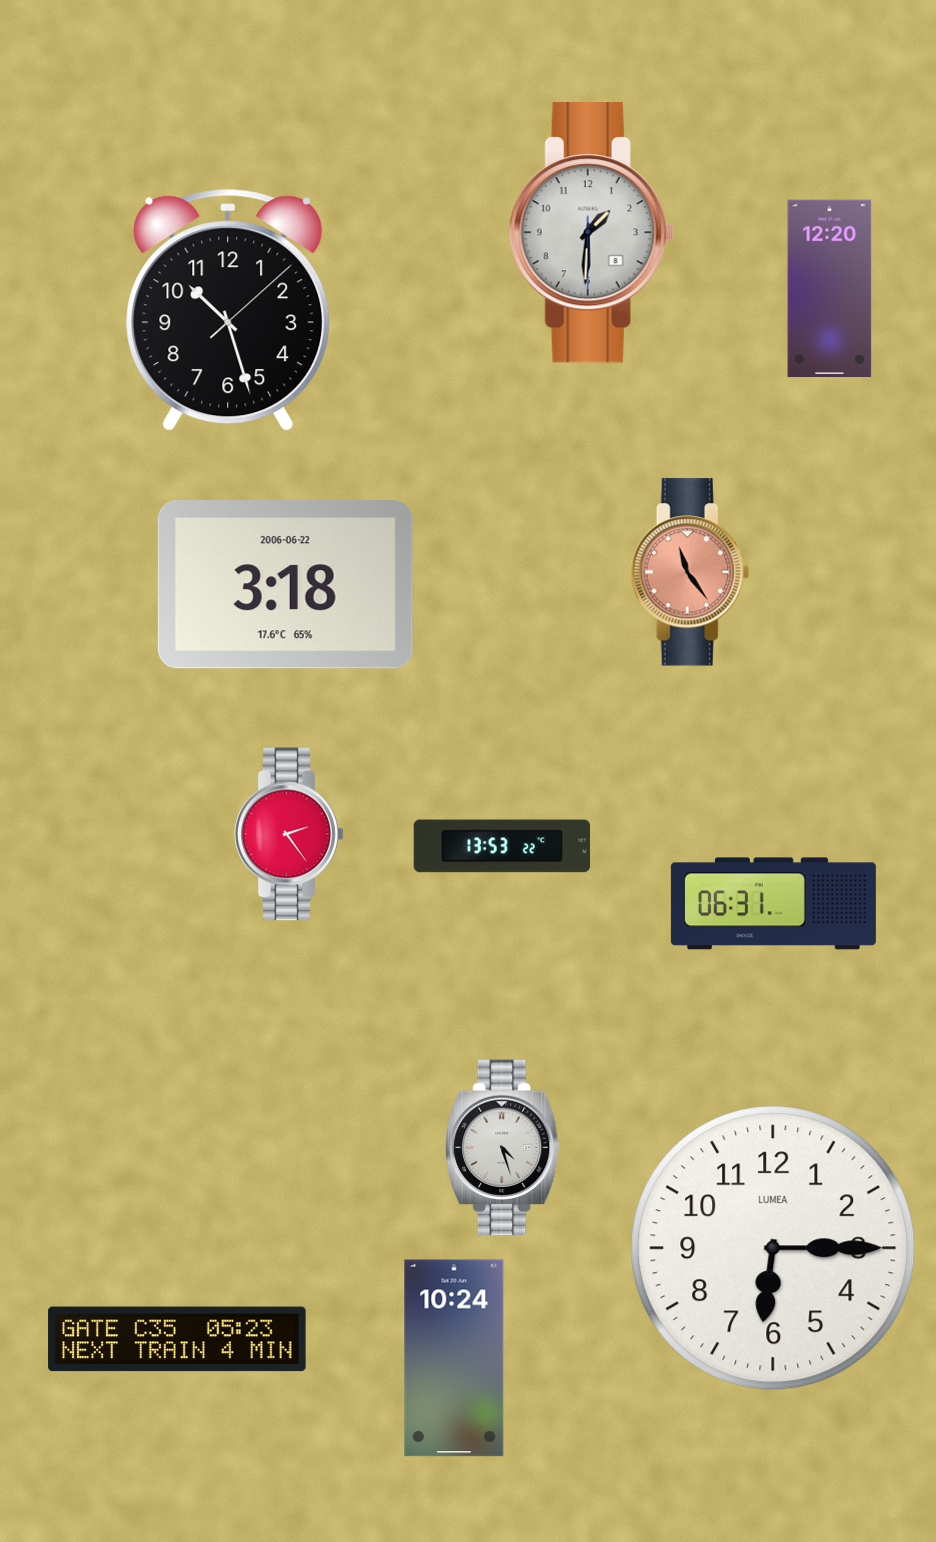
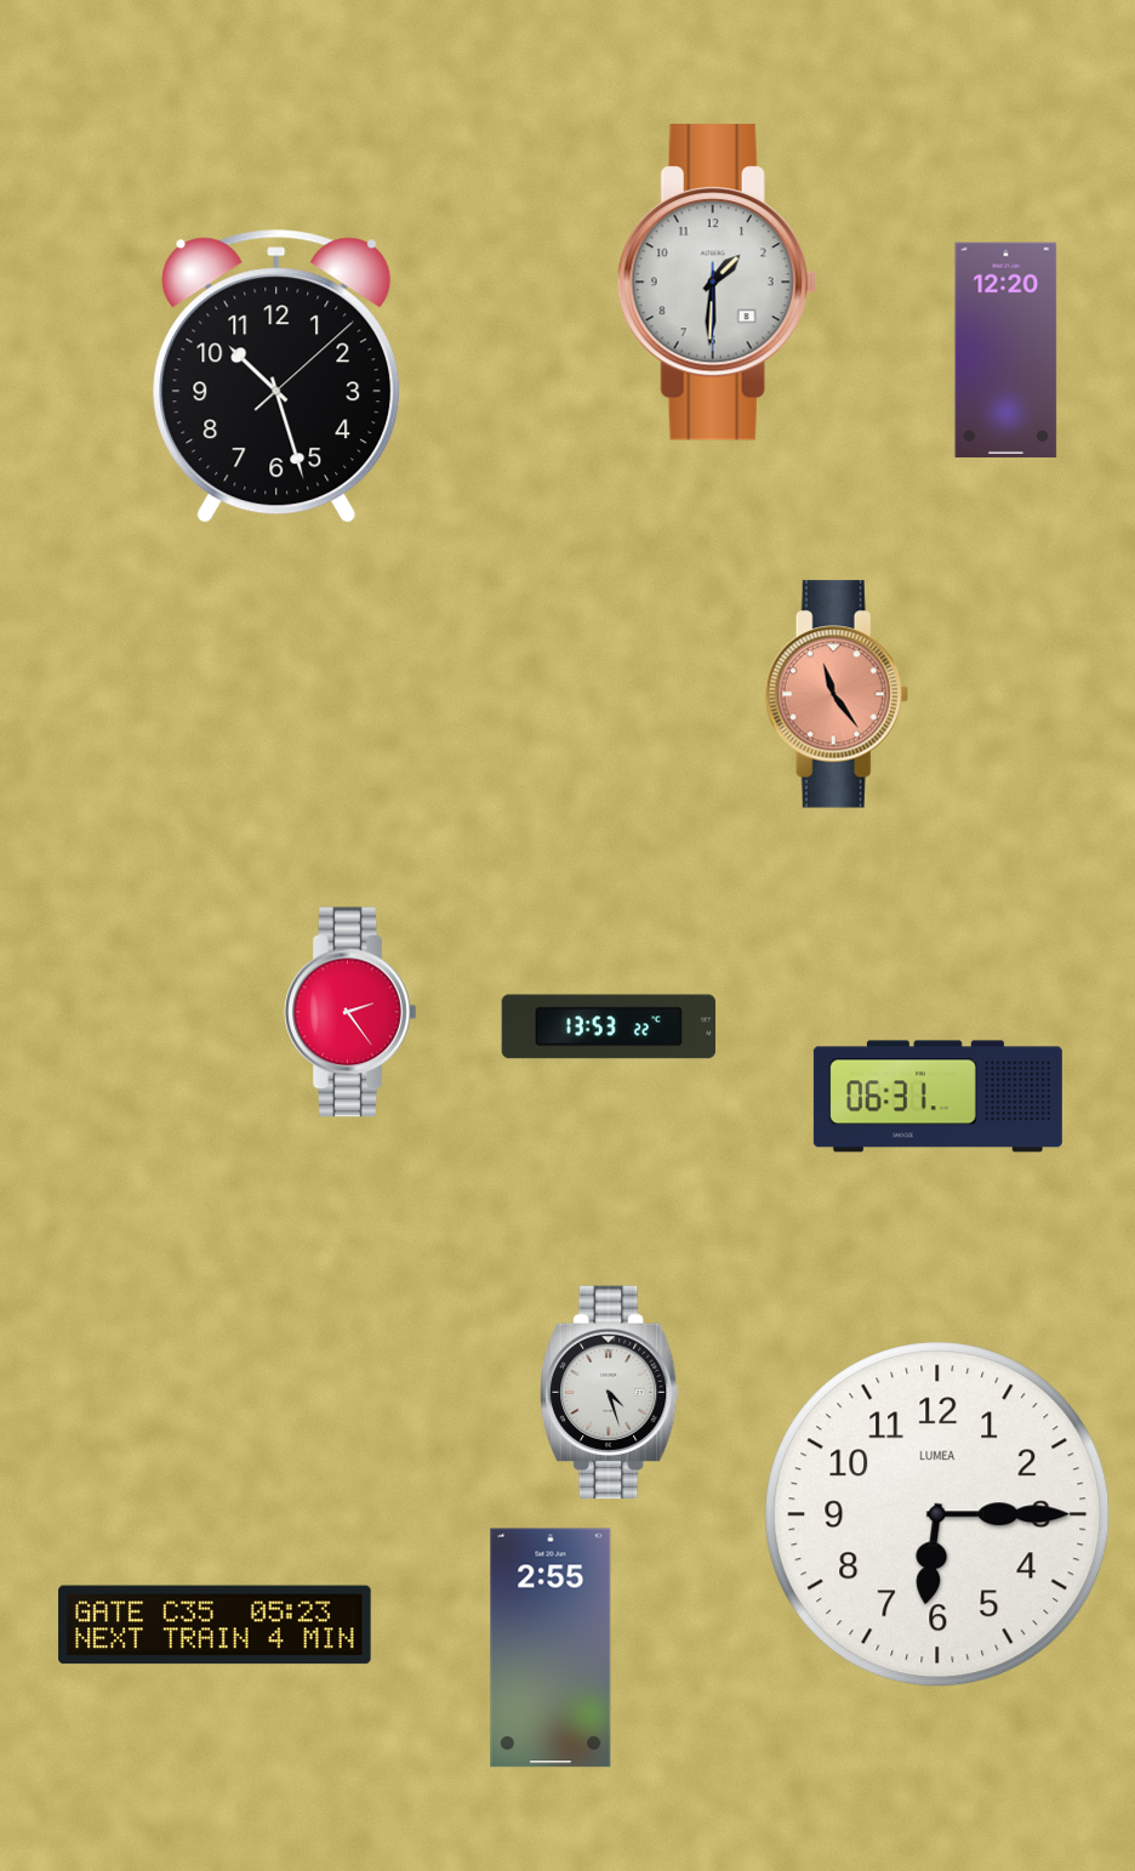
clock at (285, 585): 3:18 -> none
clock at (454, 1358): 10:24 -> 2:55
